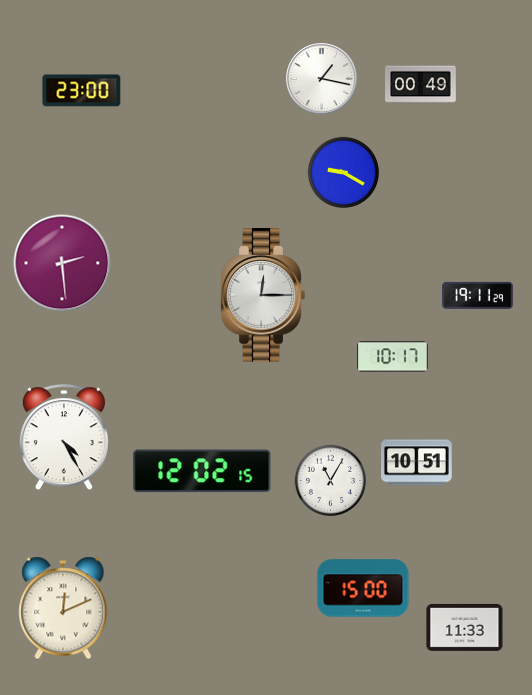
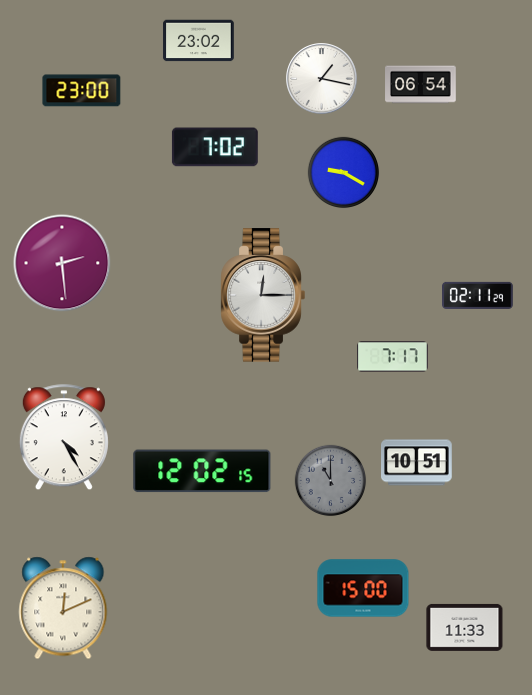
clock at (199, 41): none -> 23:02
clock at (421, 85): 00:49 -> 06:54
clock at (215, 147): none -> 7:02
clock at (478, 295): 19:11 -> 02:11
clock at (393, 357): 10:17 -> 7:17
clock at (331, 481): 11:05 -> 11:00
clock at (331, 481) dial: white -> grey
